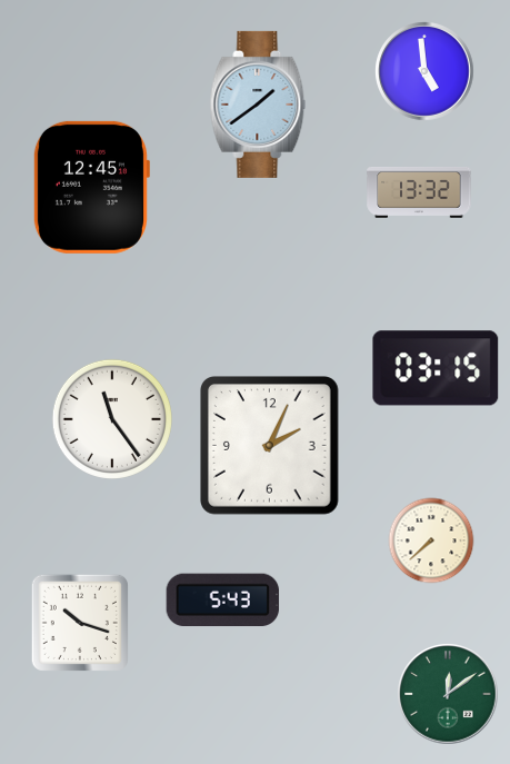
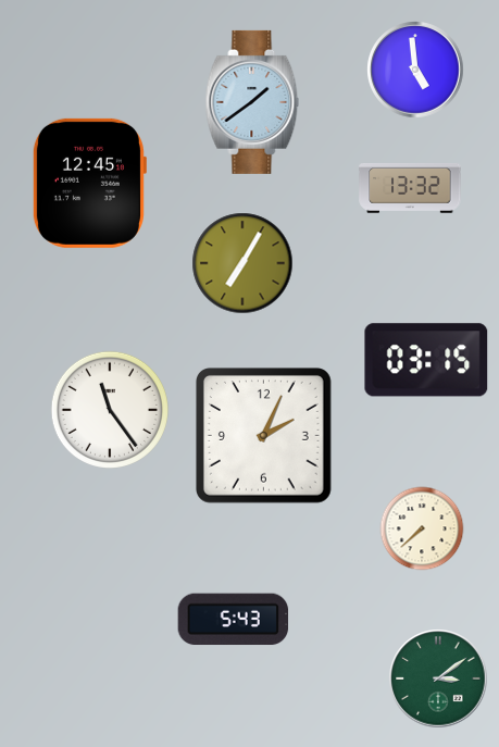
clock at (242, 263): none -> 7:05
clock at (223, 601) position: (223, 601) -> (234, 620)
clock at (80, 623): 10:18 -> none
clock at (448, 694): 12:09 -> 3:09
